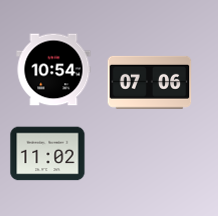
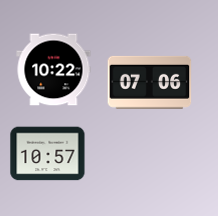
clock at (54, 70): 10:54 -> 10:22
clock at (48, 154): 11:02 -> 10:57
